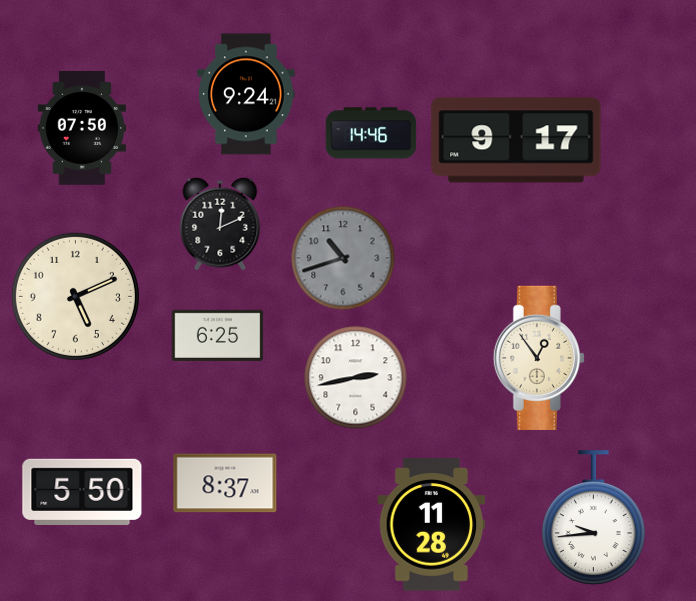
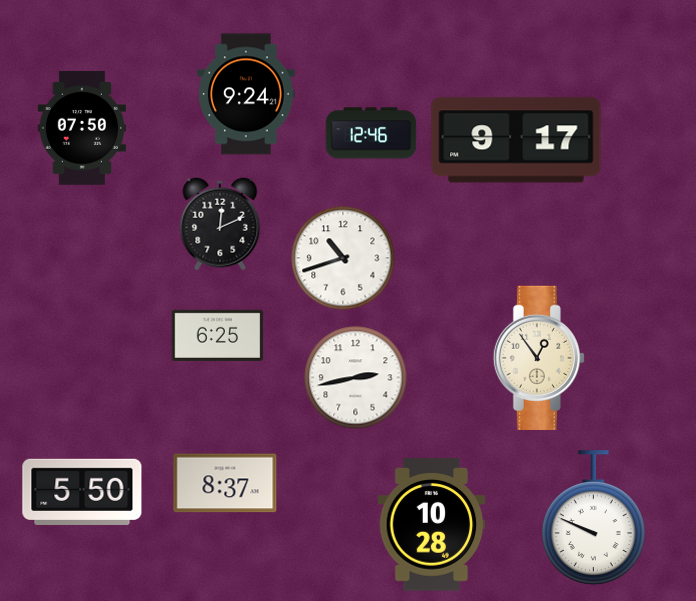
clock at (371, 133): 14:46 -> 12:46
clock at (343, 258) dial: grey -> white
clock at (75, 296): 5:11 -> none
clock at (593, 518): 9:44 -> 9:49
clock at (432, 525): 11:28 -> 10:28
